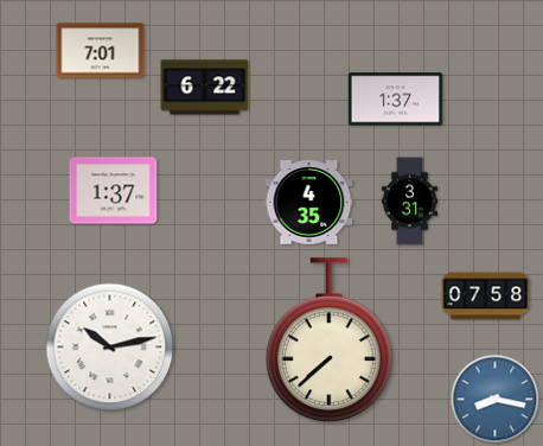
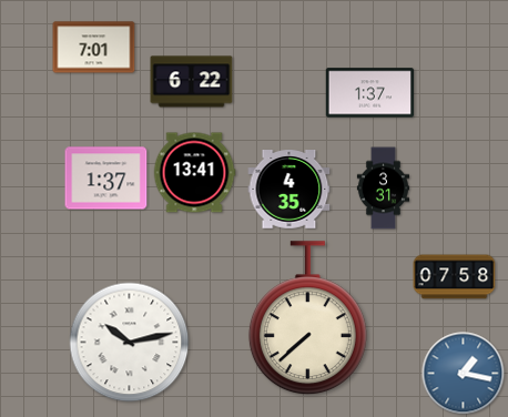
clock at (194, 173): none -> 13:41
clock at (110, 348) position: (110, 348) -> (130, 343)
clock at (496, 400): 8:17 -> 1:17
